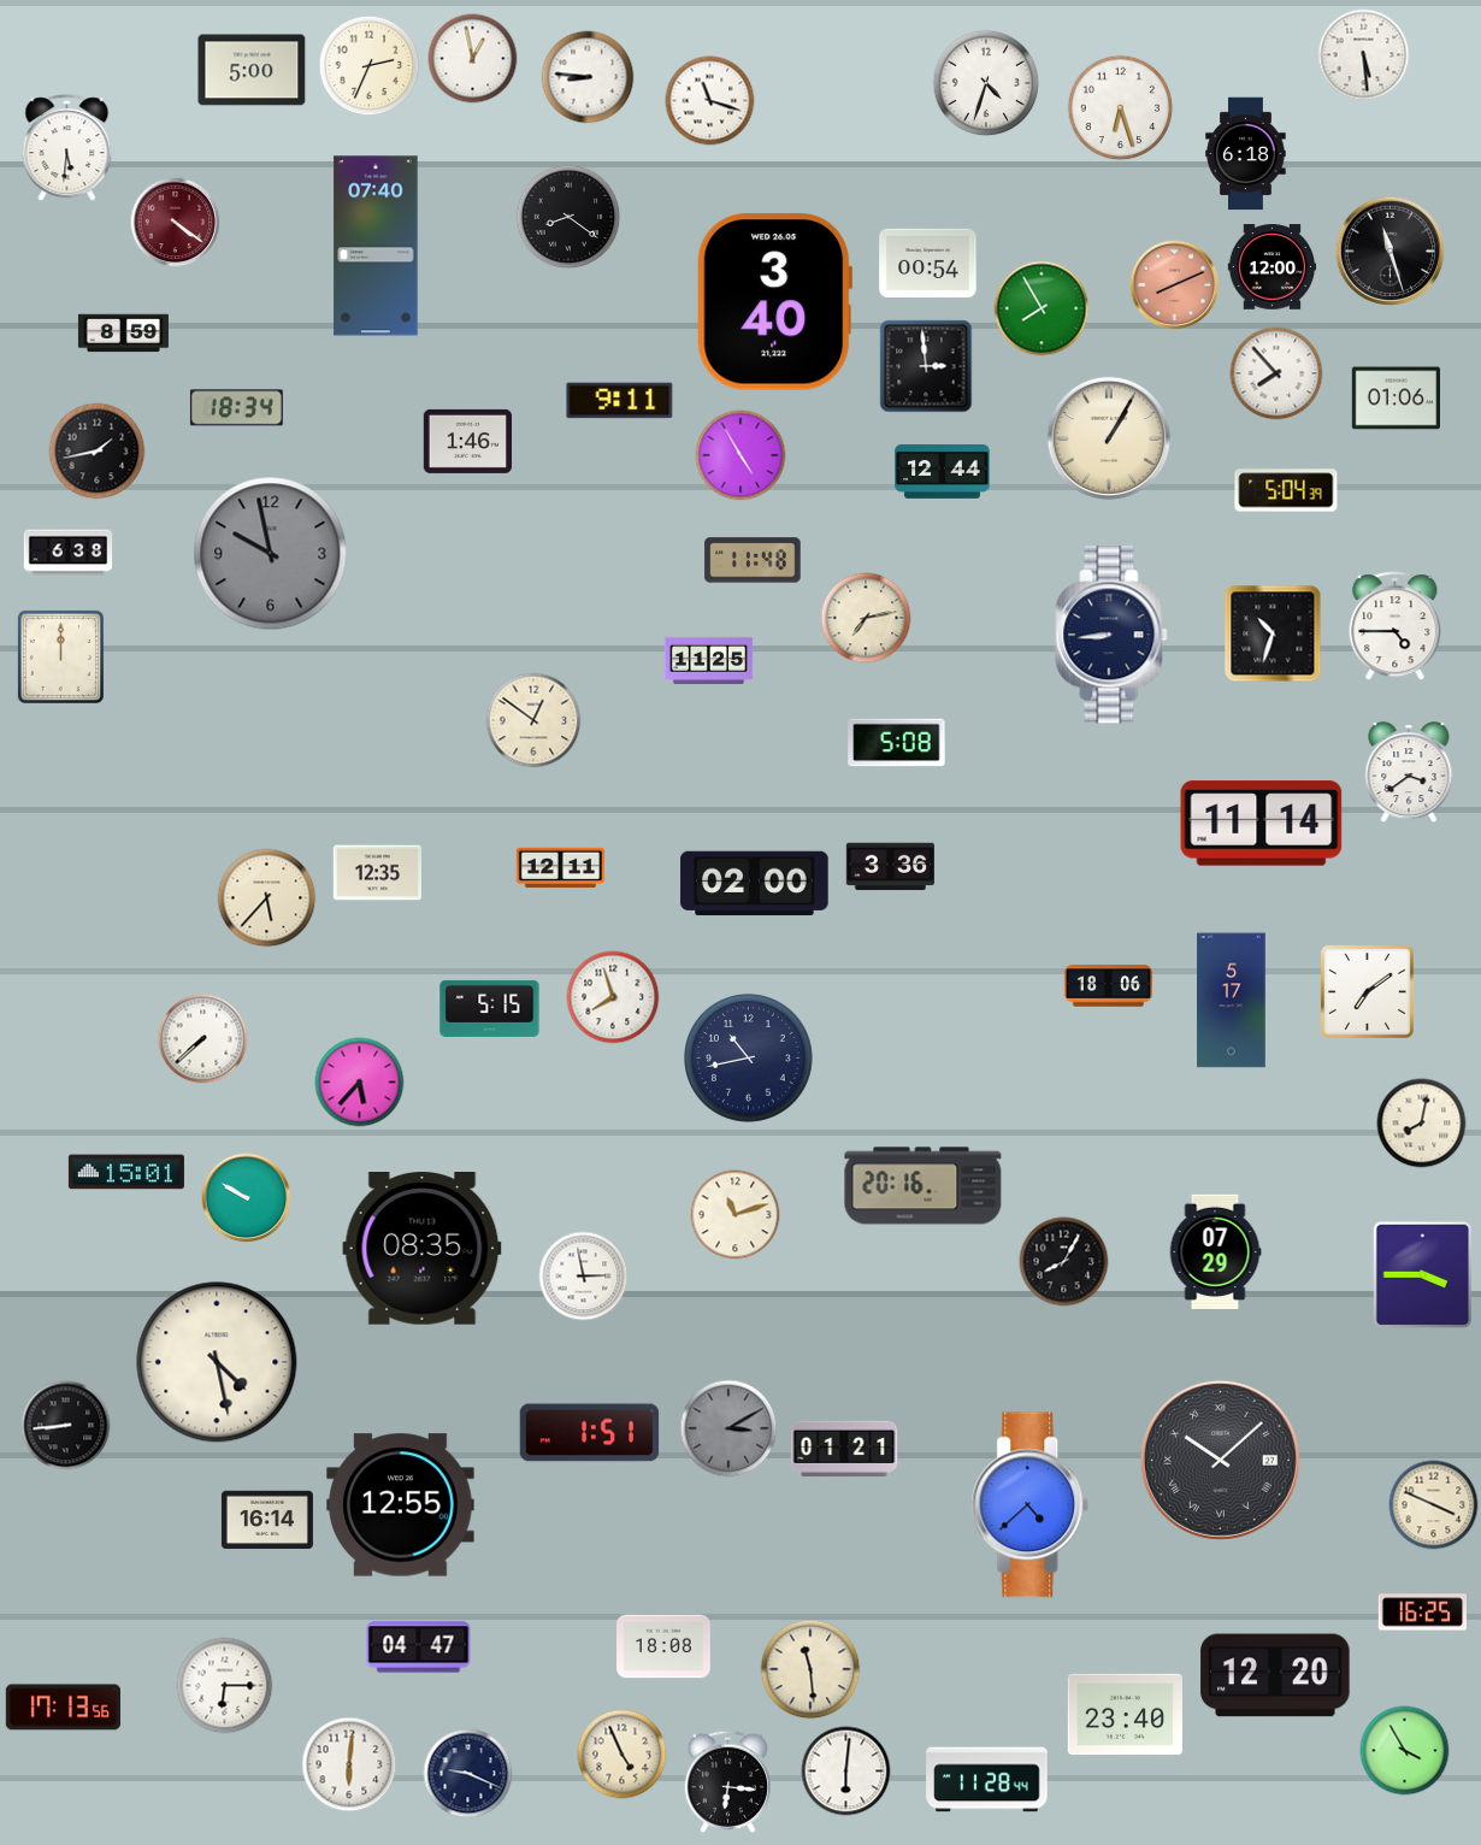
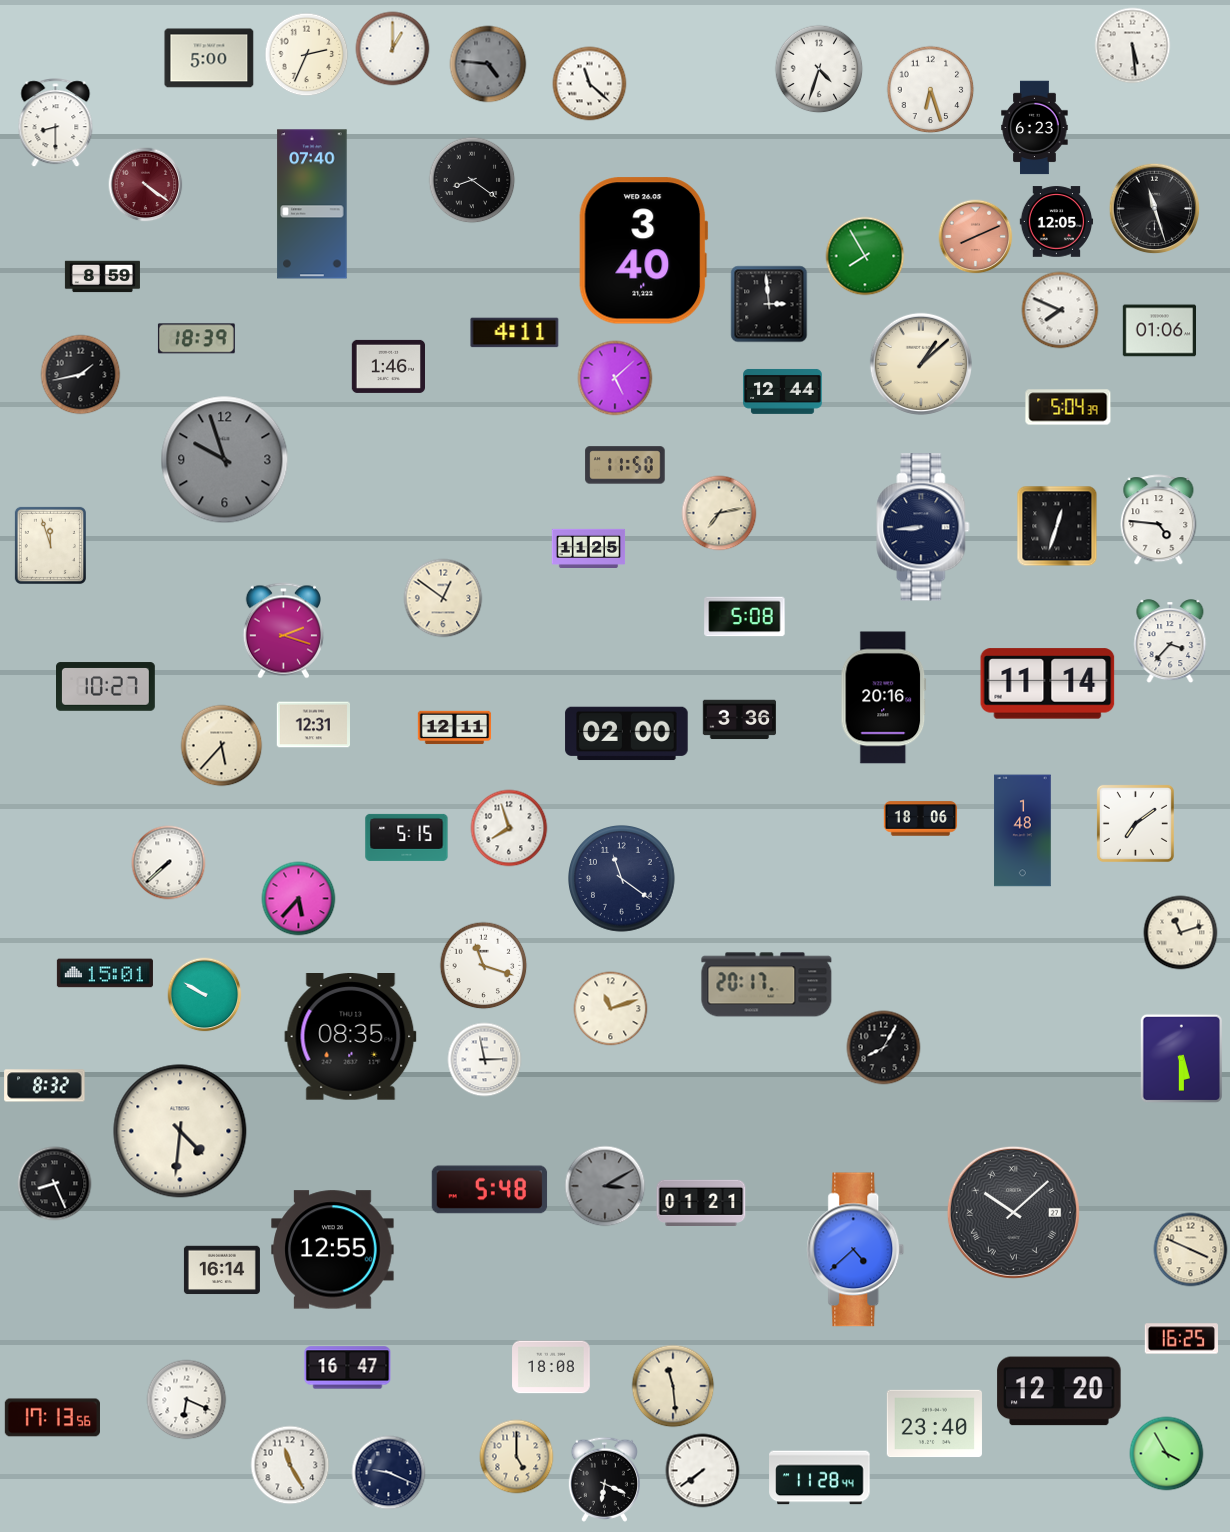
clock at (473, 59): 12:58 -> 1:00
clock at (588, 77): 8:46 -> 4:46
clock at (588, 77) dial: white -> grey
clock at (710, 101): 11:18 -> 11:22
clock at (67, 148): 5:31 -> 8:30
clock at (1246, 154): 6:18 -> 6:23
clock at (928, 263): 00:54 -> none
clock at (1273, 267): 12:00 -> 12:05
clock at (1276, 373): 7:53 -> 7:49
clock at (620, 401): 9:11 -> 4:11
clock at (236, 408): 18:34 -> 18:39
clock at (1109, 438): 1:05 -> 1:08
clock at (740, 455): 4:55 -> 5:08
clock at (69, 553): 6:38 -> none
clock at (271, 554): 9:58 -> 9:57
clock at (753, 560): 11:48 -> 11:50
clock at (1396, 626): 4:45 -> 4:46
clock at (1273, 633): 10:33 -> 12:33
clock at (60, 656): 12:00 -> 11:57
clock at (283, 631): none -> 2:18
clock at (1409, 773): 3:39 -> 3:37
clock at (106, 687): none -> 10:27
clock at (884, 698): none -> 20:16
clock at (561, 868) position: (561, 868) -> (455, 728)
clock at (377, 873): 12:35 -> 12:31
clock at (1232, 1001): 5:17 -> 1:48
clock at (749, 1059): 10:43 -> 11:21
clock at (1422, 1124): 8:02 -> 11:12
clock at (484, 966): none -> 11:18
clock at (924, 1186): 20:16 -> 20:17
clock at (1215, 1251): 07:29 -> none
clock at (1423, 1275): 3:45 -> 5:30
clock at (45, 1086): none -> 8:32
clock at (217, 1362): 4:28 -> 4:31
clock at (66, 1426): 8:44 -> 8:26
clock at (590, 1433): 1:51 -> 5:48
clock at (267, 1520) position: (267, 1520) -> (222, 1270)
clock at (419, 1647): 04:47 -> 16:47
clock at (225, 1686): 6:15 -> 6:19
clock at (623, 1755): 4:56 -> 5:00
clock at (349, 1764): 6:01 -> 11:25
clock at (846, 1772): 6:01 -> 7:39
clock at (727, 1781): 6:16 -> 6:19
